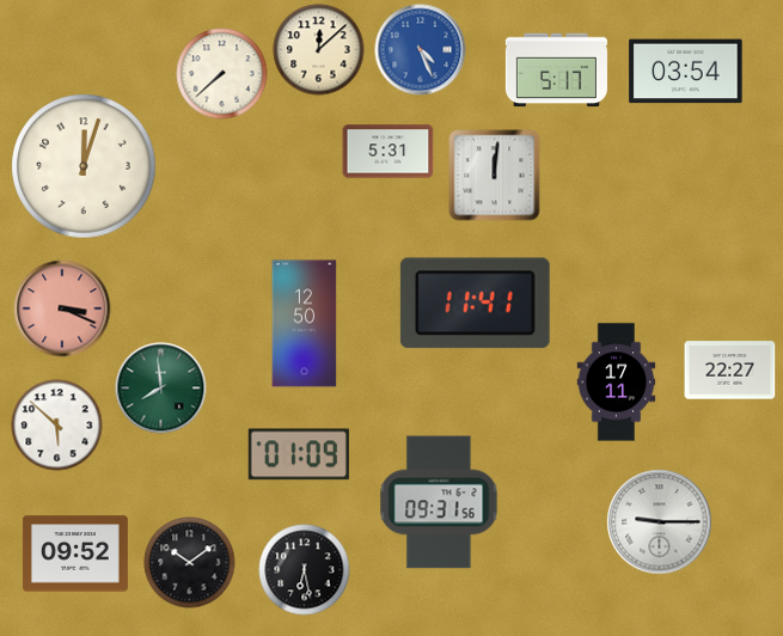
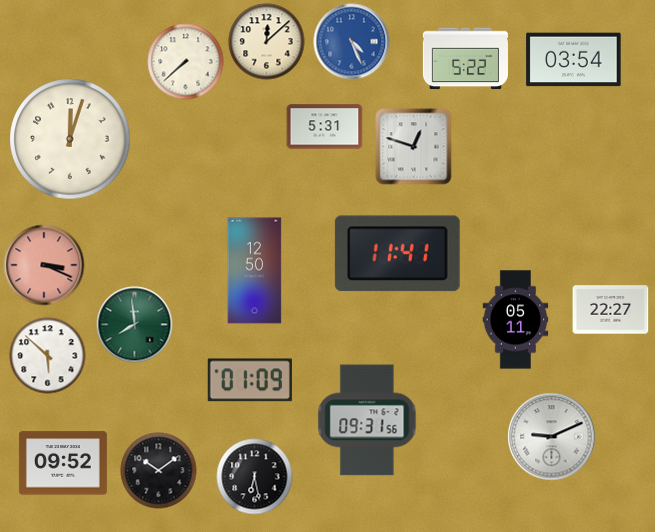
clock at (556, 71): 5:17 -> 5:22
clock at (495, 176): 12:01 -> 12:48
clock at (62, 308) position: (62, 308) -> (44, 265)
clock at (617, 383): 17:11 -> 05:11
clock at (660, 522): 9:15 -> 9:11
